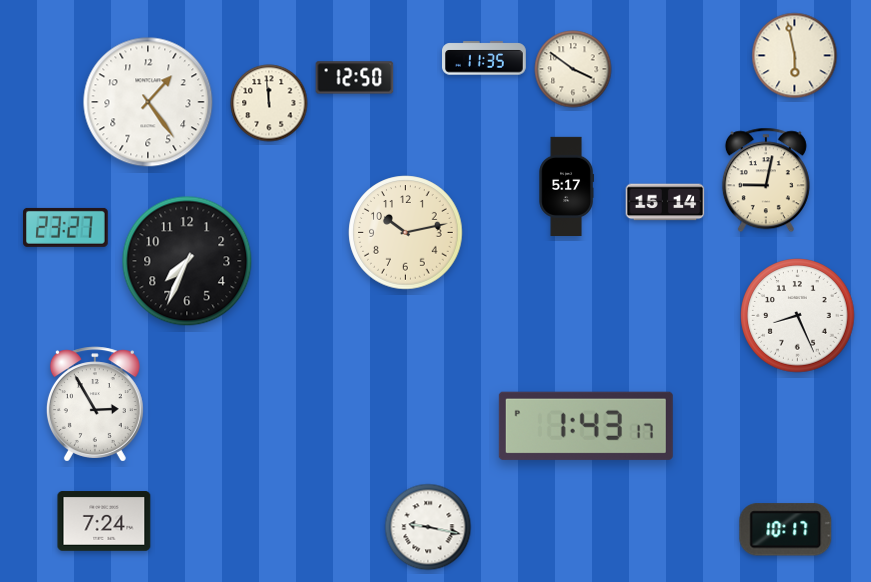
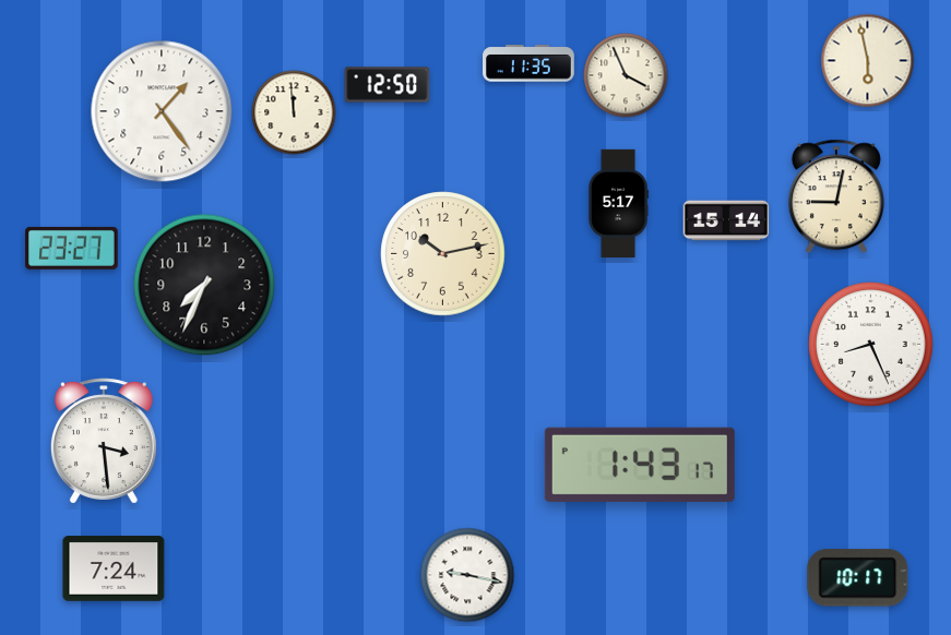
clock at (573, 69): 3:51 -> 3:56
clock at (95, 404): 2:55 -> 3:29
